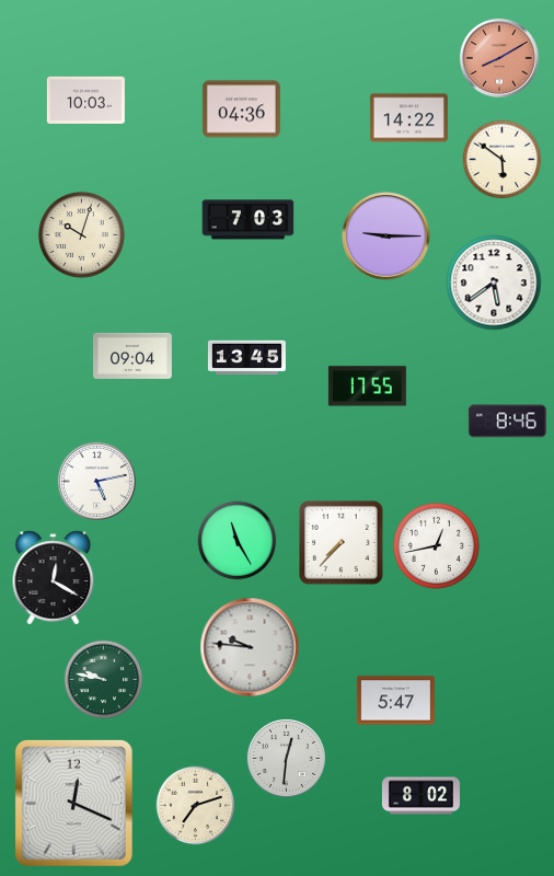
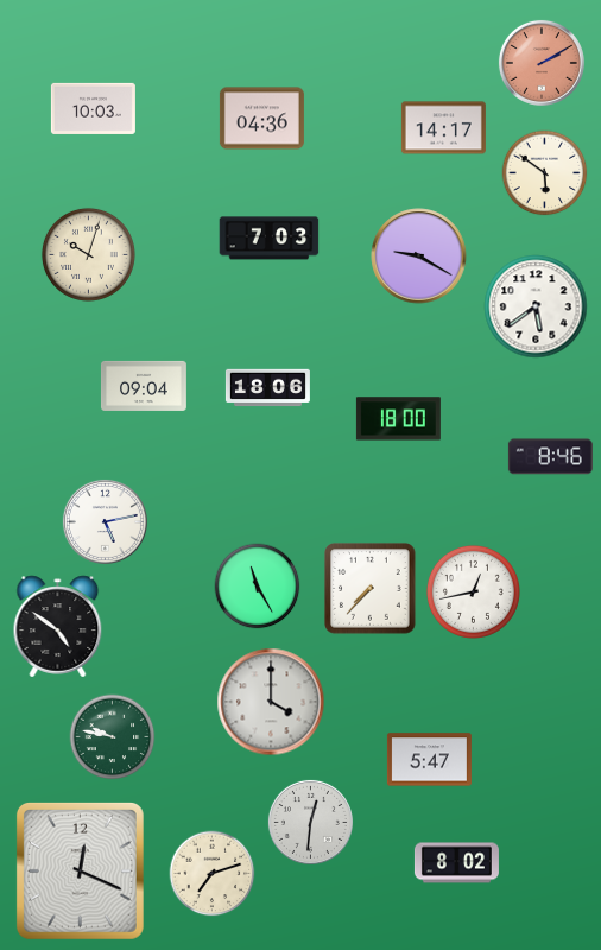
clock at (499, 58): 8:10 -> 2:10
clock at (408, 118): 14:22 -> 14:17
clock at (386, 237): 9:15 -> 9:20
clock at (246, 358): 13:45 -> 18:06
clock at (367, 387): 17:55 -> 18:00
clock at (54, 578): 12:20 -> 4:51
clock at (250, 647): 9:46 -> 4:00
